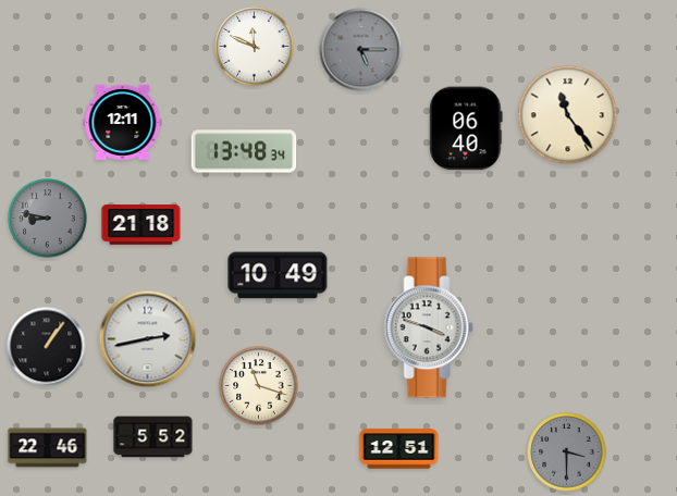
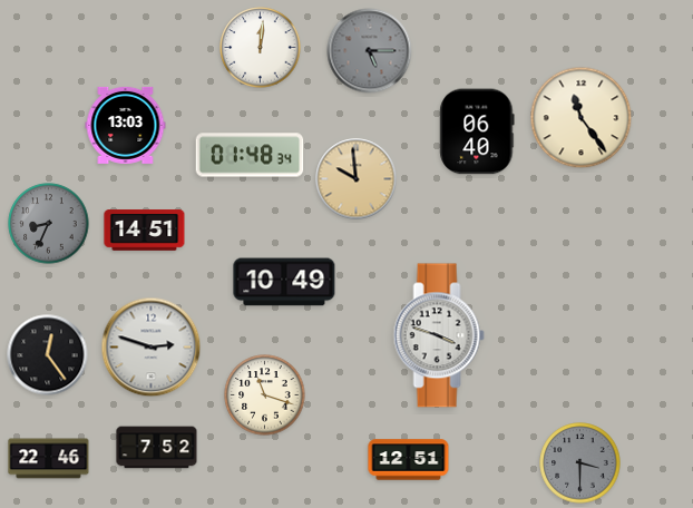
clock at (255, 47): 11:49 -> 12:01
clock at (123, 122): 12:11 -> 13:03
clock at (244, 151): 13:48 -> 01:48
clock at (357, 179): none -> 9:59
clock at (48, 219): 8:47 -> 8:34
clock at (141, 225): 21:18 -> 14:51
clock at (148, 339): 2:43 -> 2:48
clock at (47, 347): 1:06 -> 12:24
clock at (153, 437): 5:52 -> 7:52
